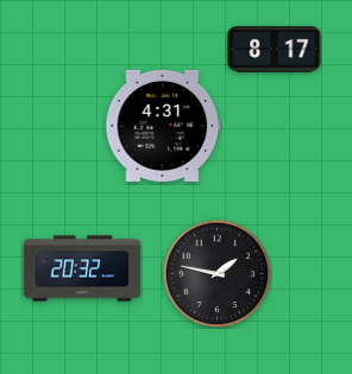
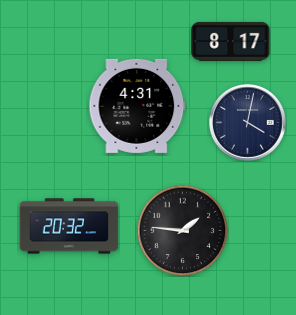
clock at (248, 123): none -> 4:02
clock at (216, 273): 1:47 -> 1:46
